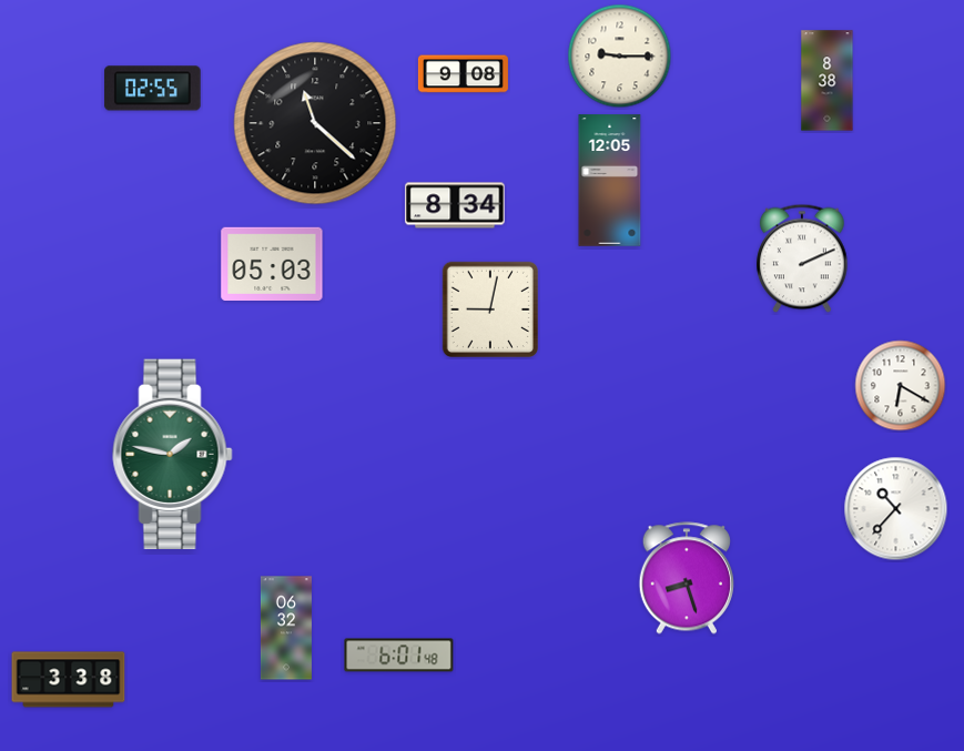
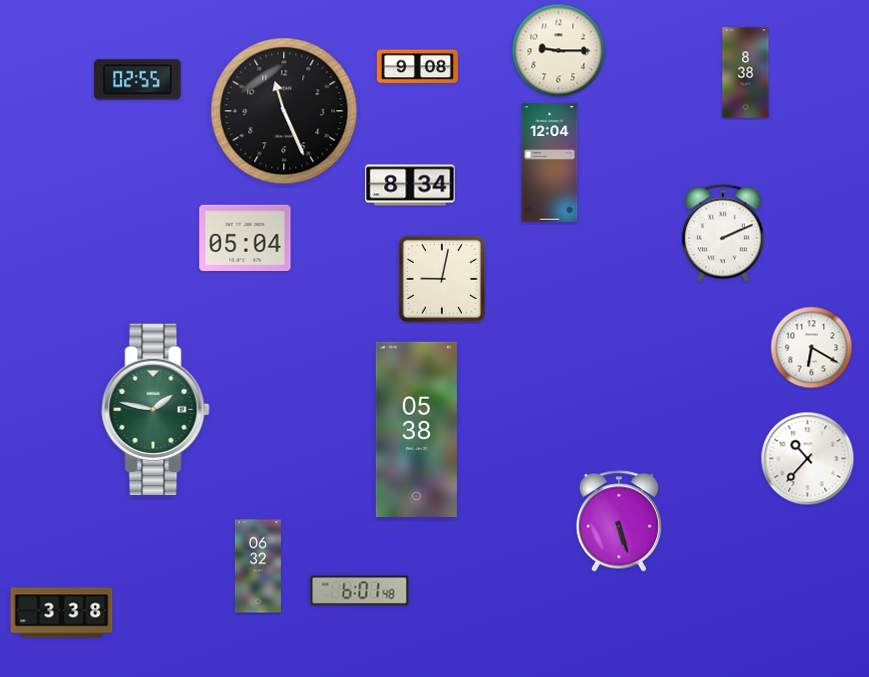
clock at (315, 123): 11:22 -> 11:26
clock at (610, 181): 12:05 -> 12:04
clock at (272, 263): 05:03 -> 05:04
clock at (416, 429): none -> 05:38
clock at (686, 578): 8:27 -> 5:27
